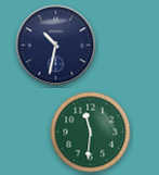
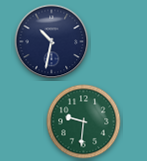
clock at (91, 133): 11:31 -> 9:31
